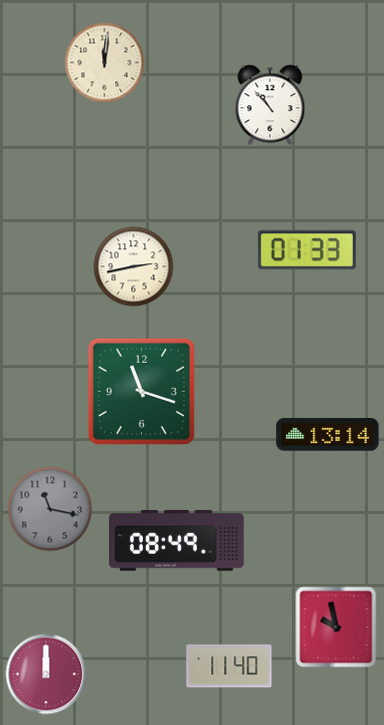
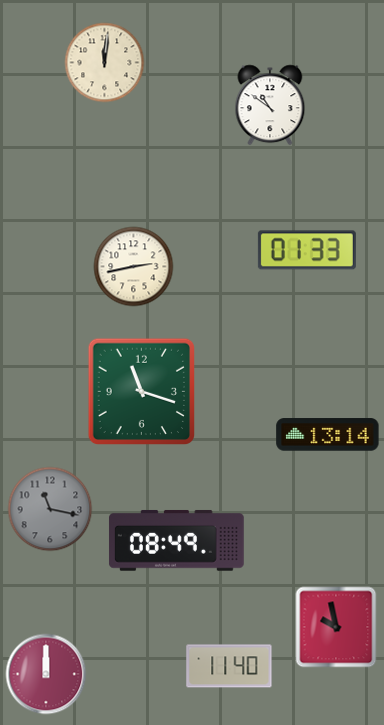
clock at (270, 105): 10:53 -> 10:51
